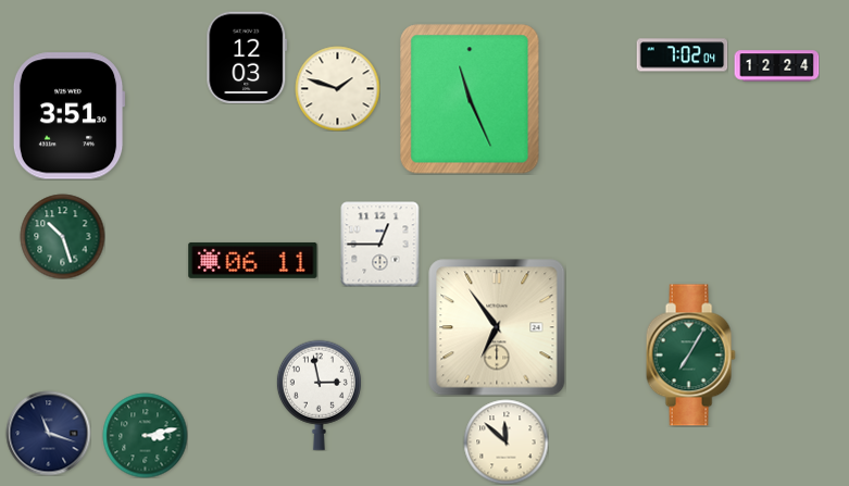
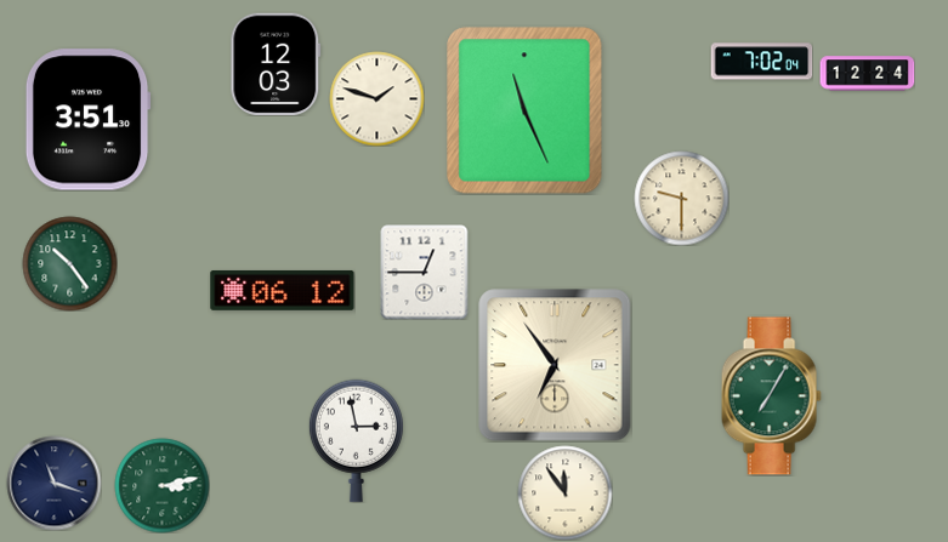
clock at (68, 116) position: (68, 116) -> (87, 120)
clock at (681, 198): none -> 9:30
clock at (62, 236): 10:27 -> 10:24
clock at (253, 260): 06:11 -> 06:12
clock at (505, 441): 11:52 -> 11:54
